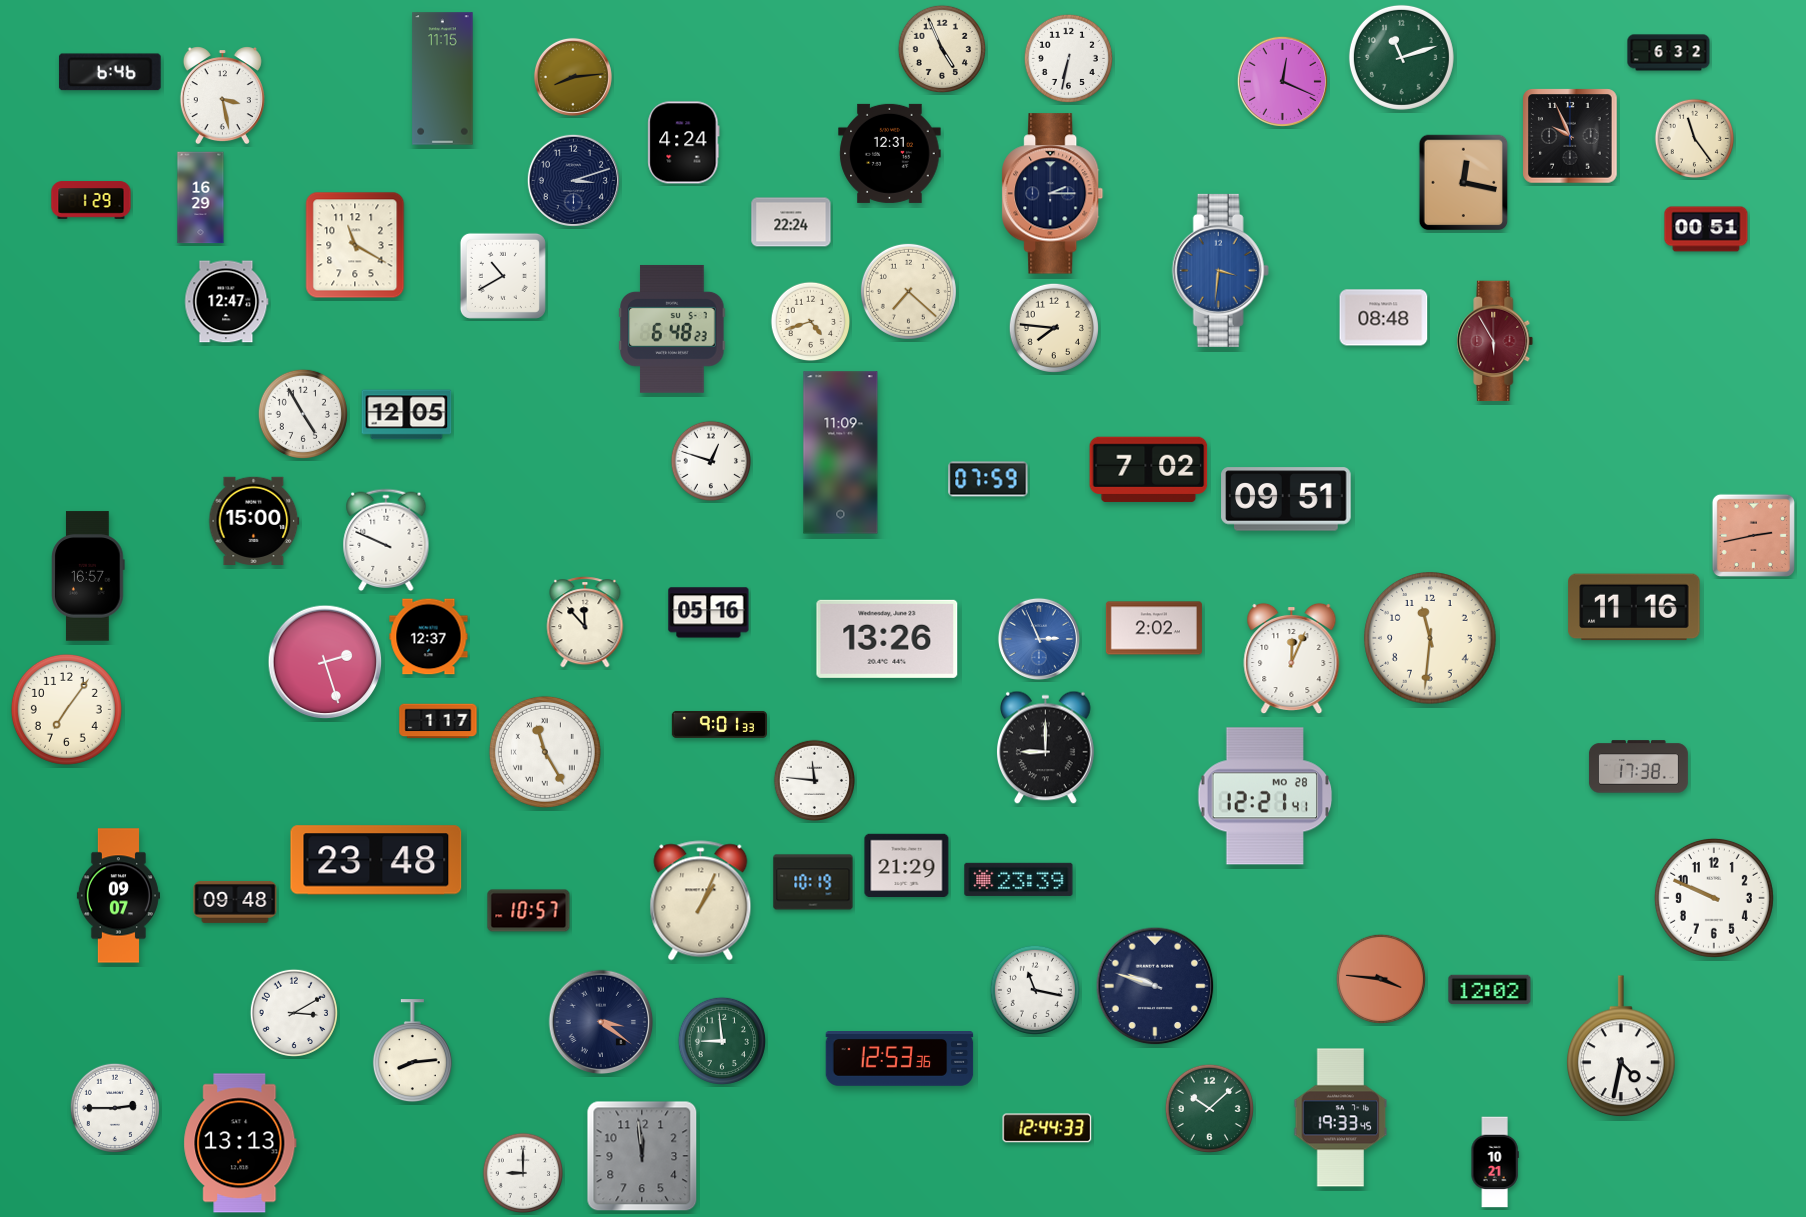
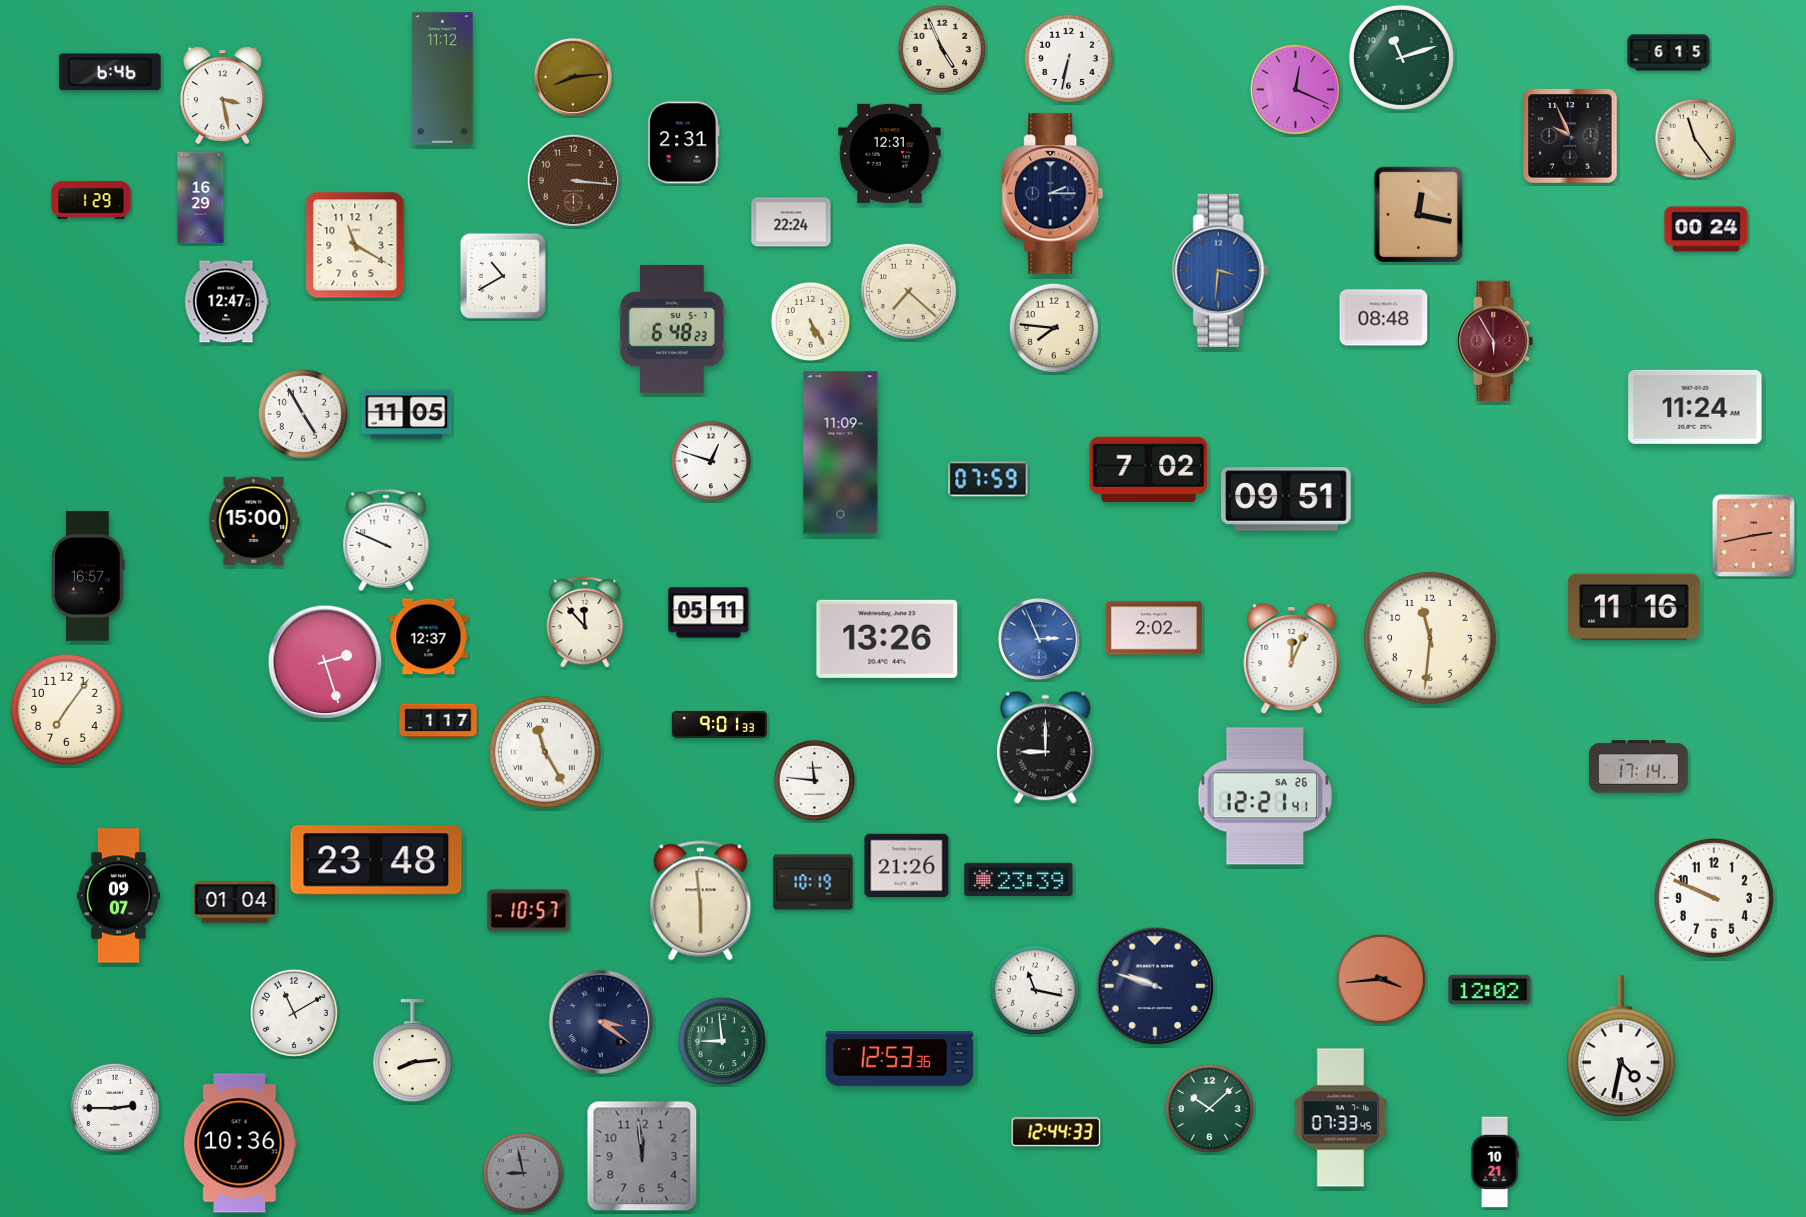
clock at (1669, 53): 6:32 -> 6:15
clock at (443, 79): 11:15 -> 11:12
clock at (1282, 81) position: (1282, 81) -> (1295, 89)
clock at (684, 143): 4:24 -> 2:31
clock at (573, 180): 3:12 -> 3:16
clock at (573, 180) dial: navy -> brown
clock at (1464, 183) position: (1464, 183) -> (1419, 215)
clock at (1706, 229): 00:51 -> 00:24
clock at (811, 322): 4:42 -> 5:25
clock at (1695, 407): none -> 11:24
clock at (407, 415): 12:05 -> 11:05
clock at (709, 613): 05:16 -> 05:11
clock at (1638, 767): 17:38 -> 17:14
clock at (1265, 796) date: MO 28 -> SA 26
clock at (907, 865): 21:29 -> 21:26
clock at (701, 901): 1:04 -> 5:59
clock at (235, 902): 09:48 -> 01:04
clock at (1381, 979): 3:46 -> 3:44
clock at (294, 1013): 3:10 -> 11:10
clock at (1341, 1118): 19:33 -> 07:33
clock at (1047, 1128) position: (1047, 1128) -> (1056, 1132)
clock at (240, 1143): 13:13 -> 10:36
clock at (523, 1173): 9:00 -> 8:58
clock at (523, 1173) dial: white -> grey
